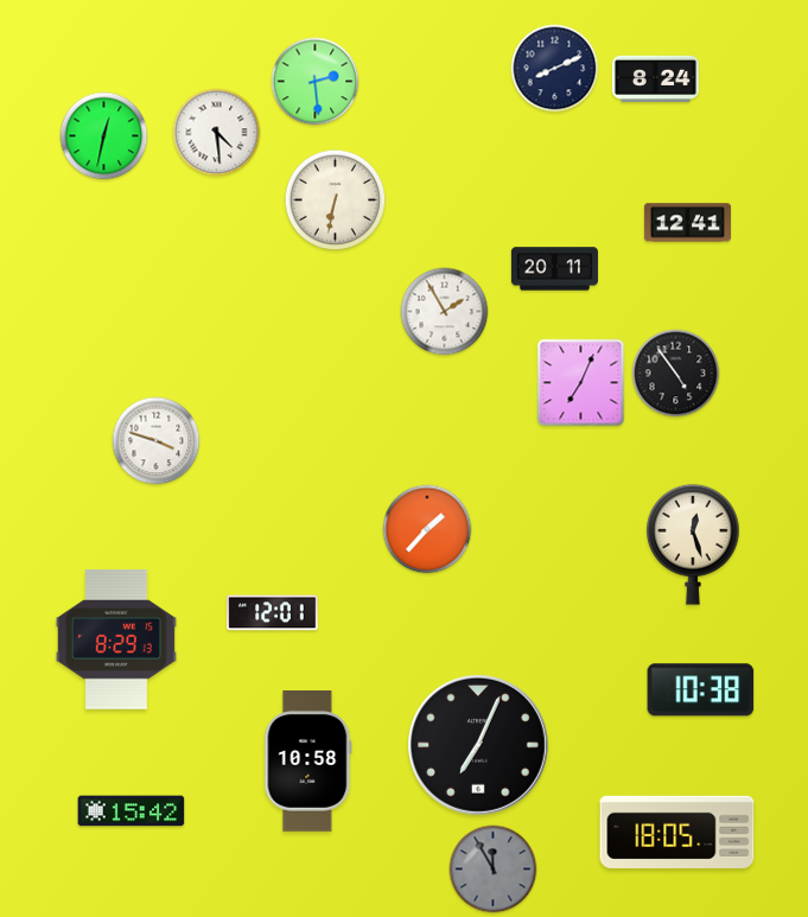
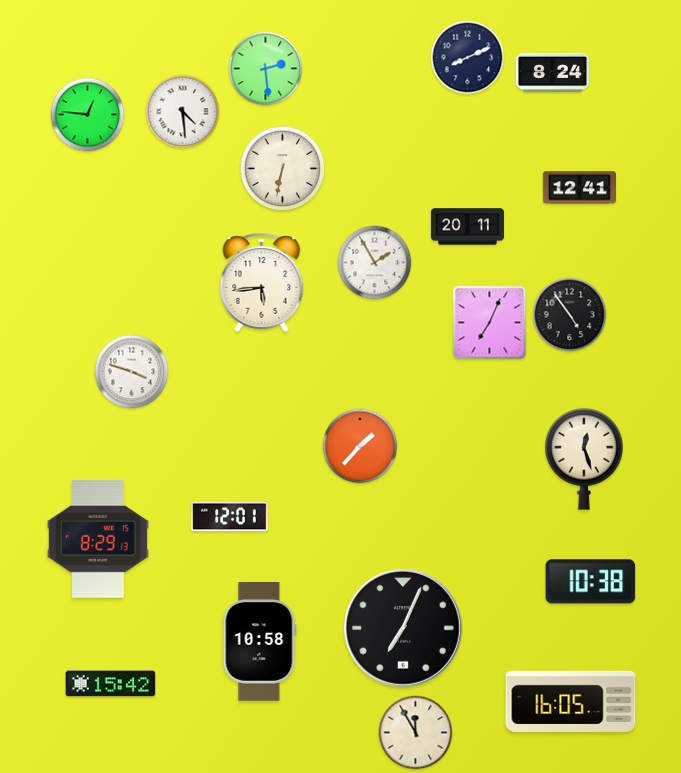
clock at (655, 78) position: (655, 78) -> (552, 72)
clock at (104, 136): 12:32 -> 12:46
clock at (262, 282): none -> 5:44
clock at (677, 832): 18:05 -> 16:05
clock at (494, 870) dial: grey -> cream
